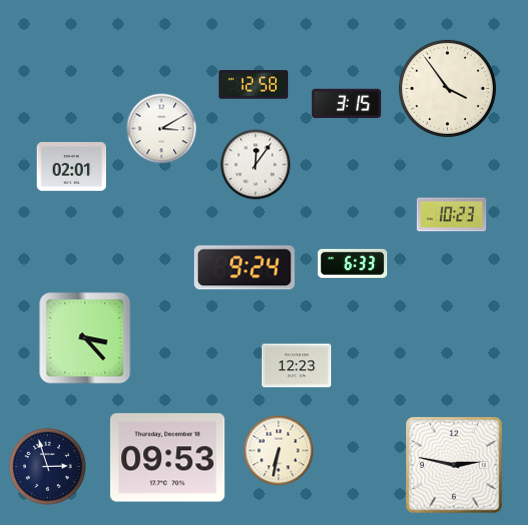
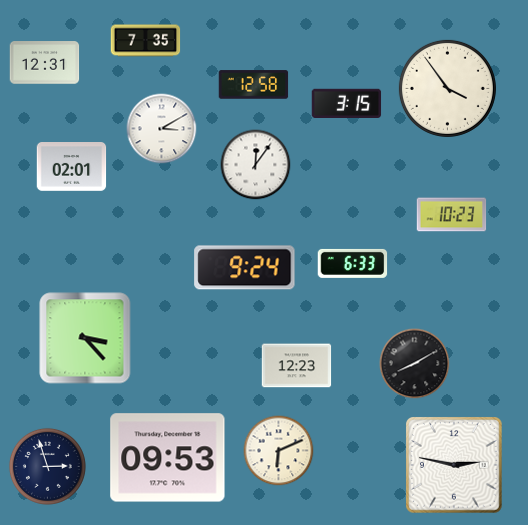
clock at (146, 41): none -> 7:35
clock at (45, 63): none -> 12:31
clock at (415, 364): none -> 8:10
clock at (279, 451): 6:32 -> 6:11
